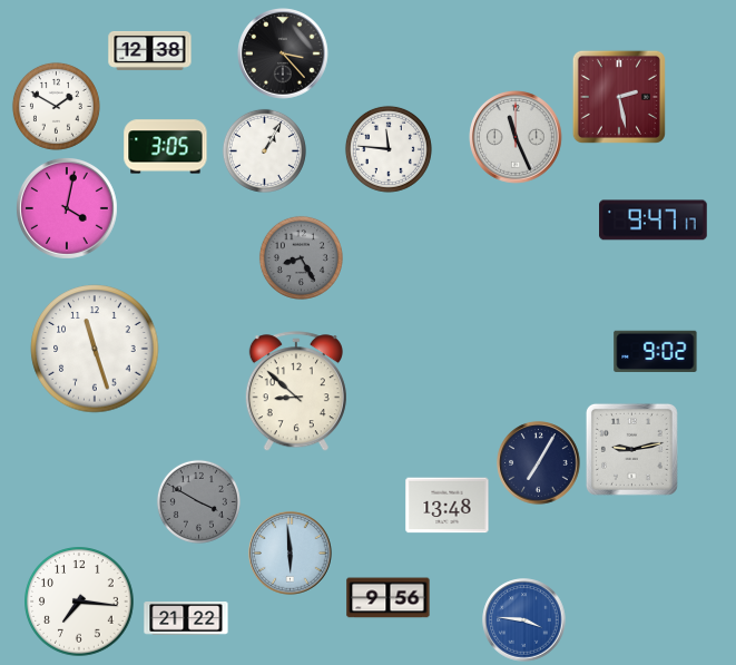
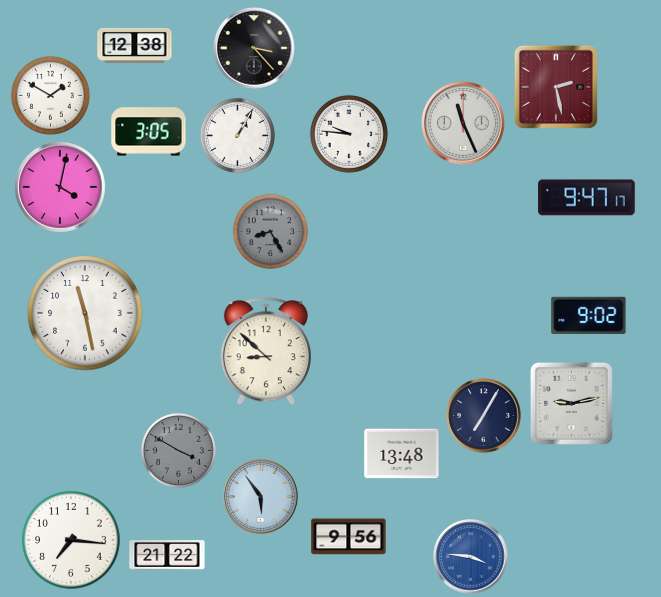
clock at (389, 149): 11:46 -> 9:46
clock at (95, 349): 11:27 -> 11:28
clock at (631, 449) position: (631, 449) -> (571, 403)
clock at (291, 554): 5:59 -> 5:54
